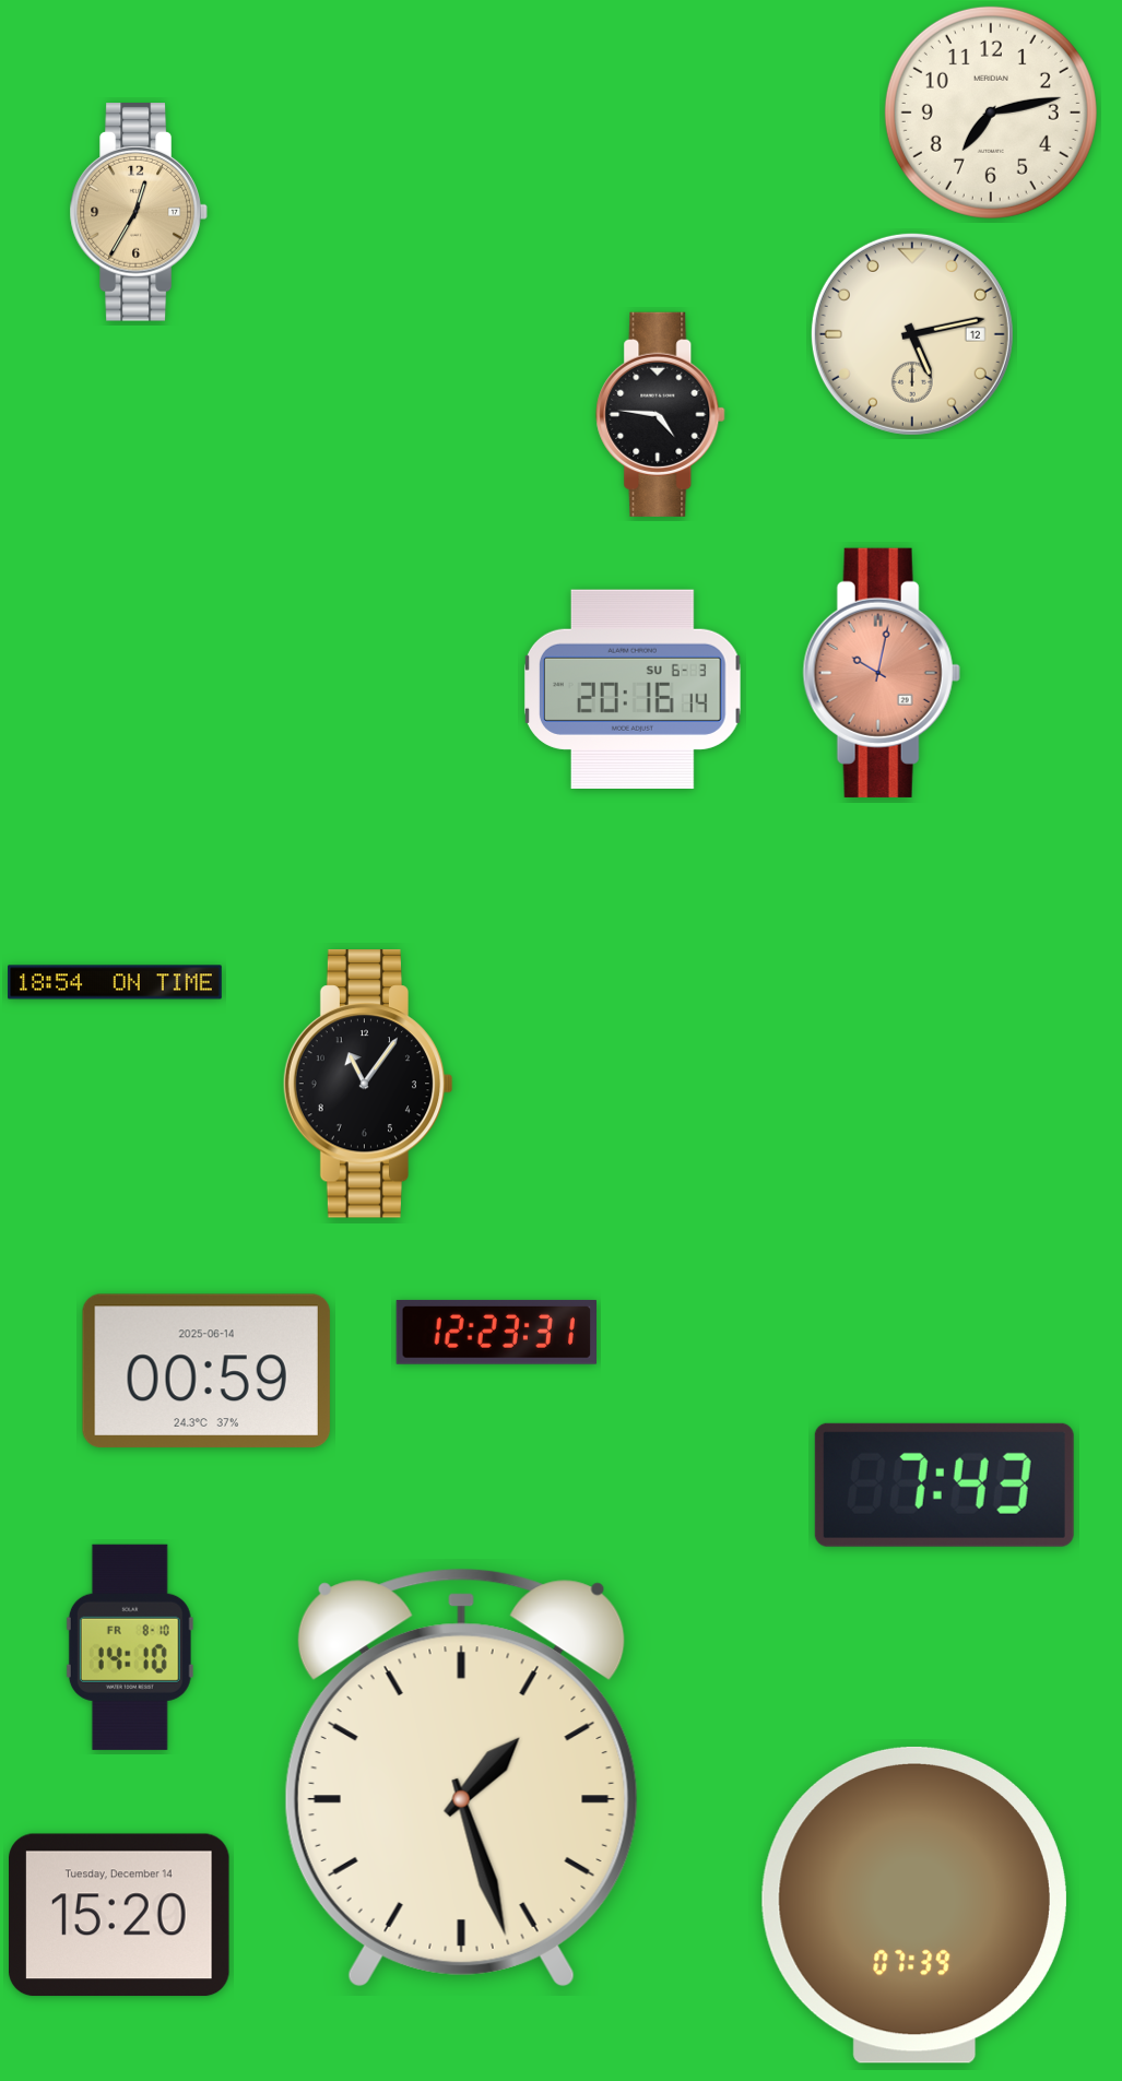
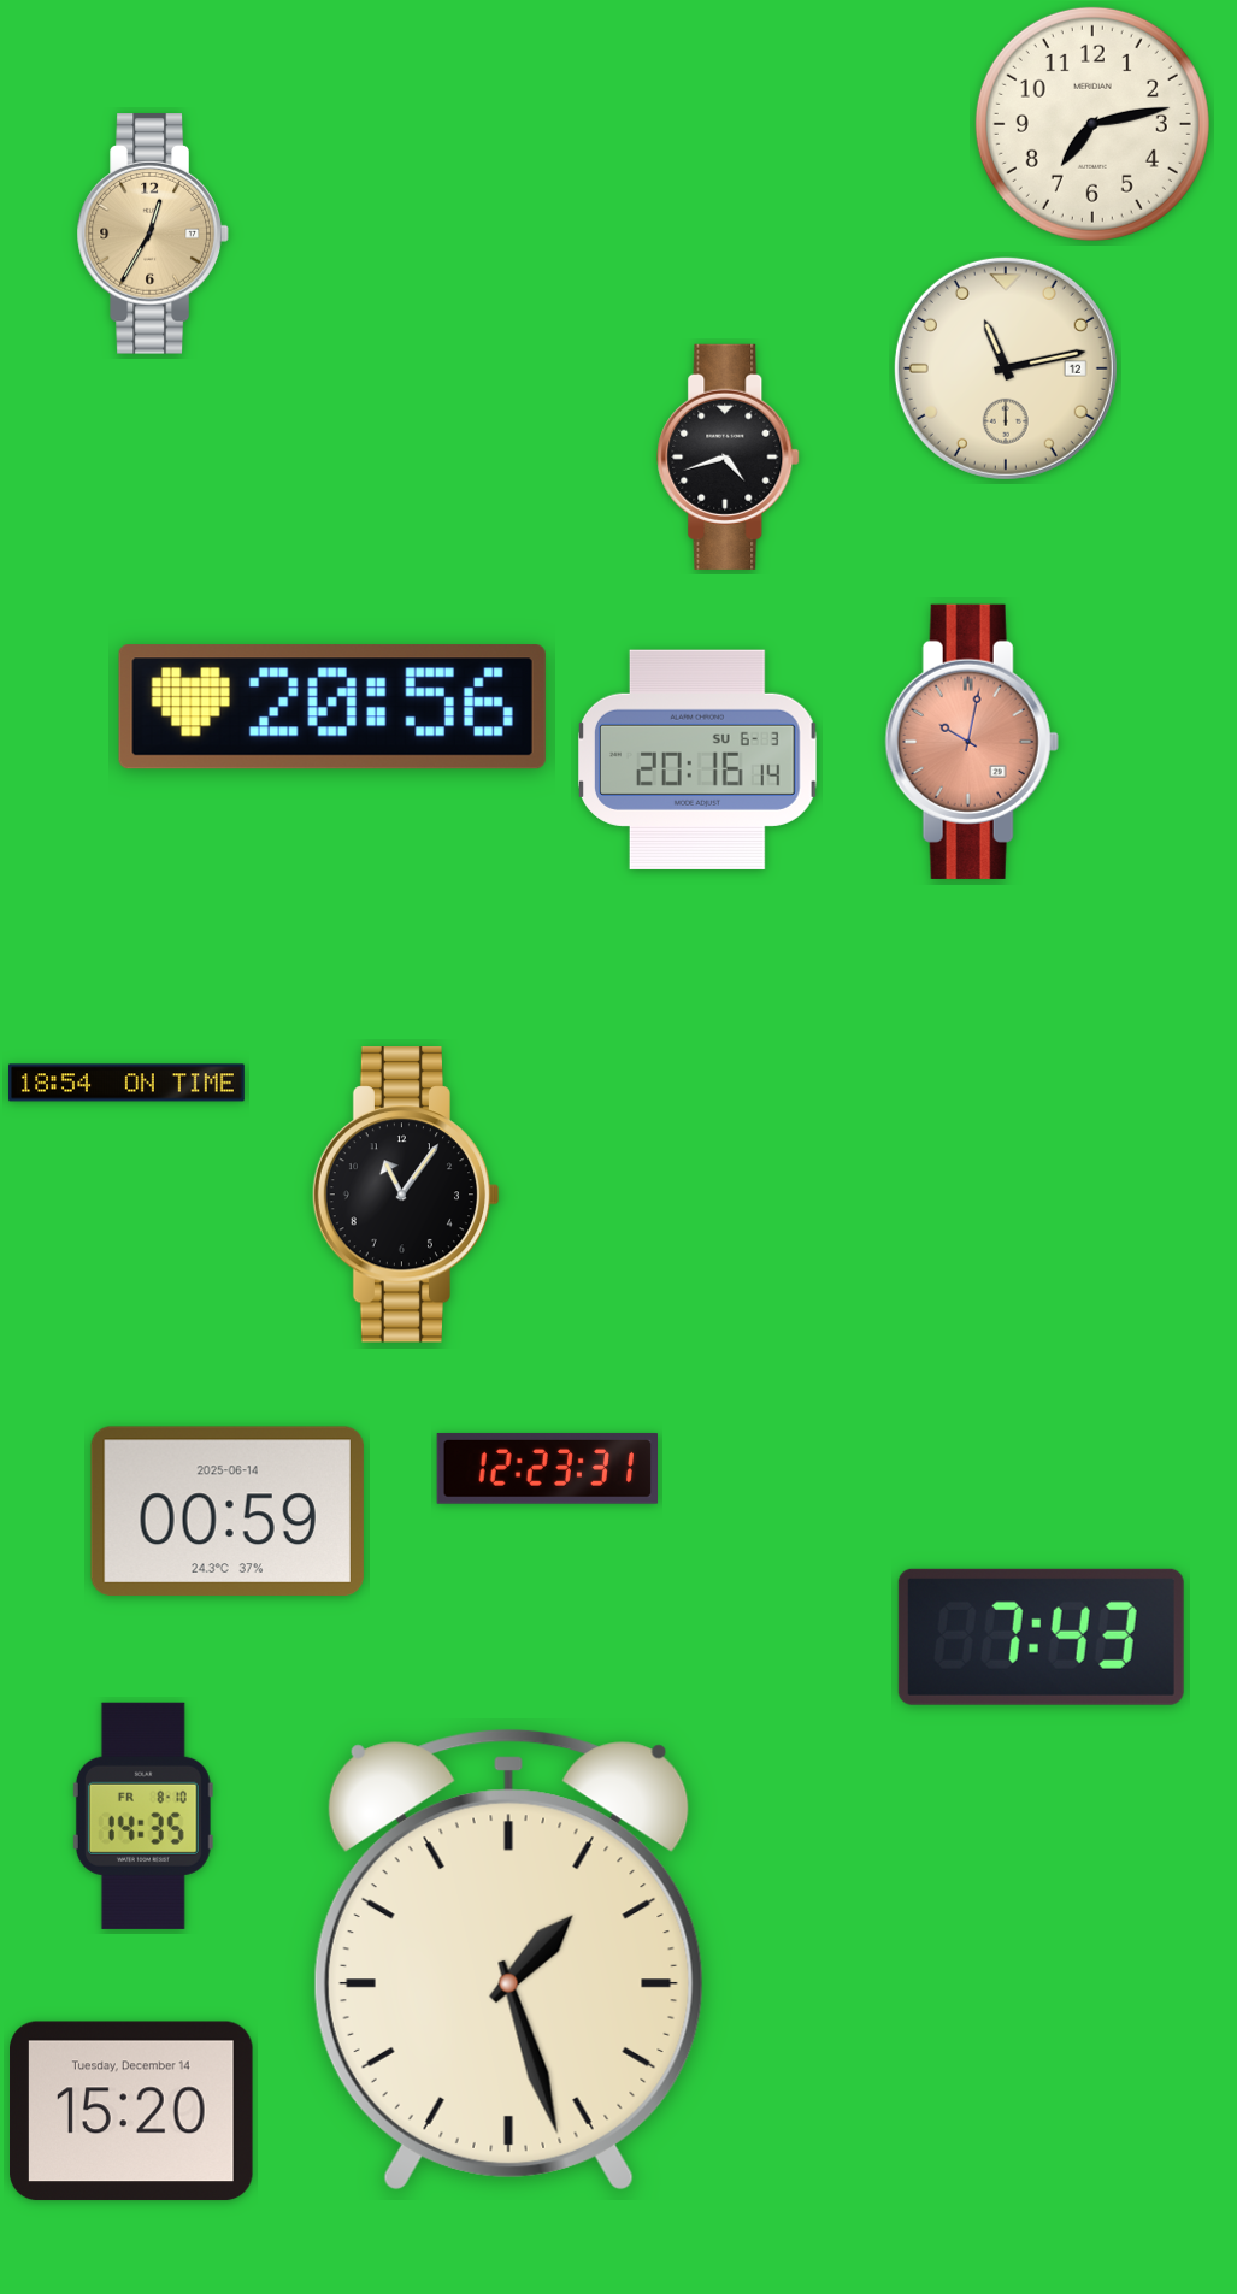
clock at (912, 334): 5:13 -> 11:13
clock at (661, 414): 4:46 -> 4:42
clock at (332, 707): none -> 20:56
clock at (130, 1647): 14:10 -> 14:35
clock at (914, 1905): 07:39 -> none
